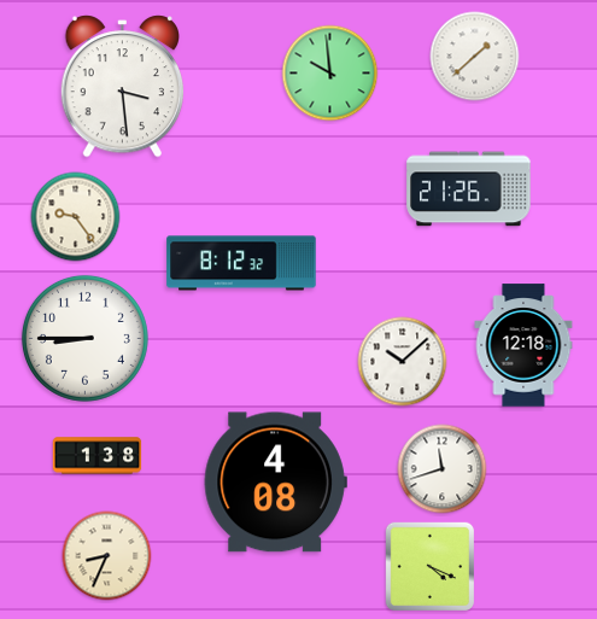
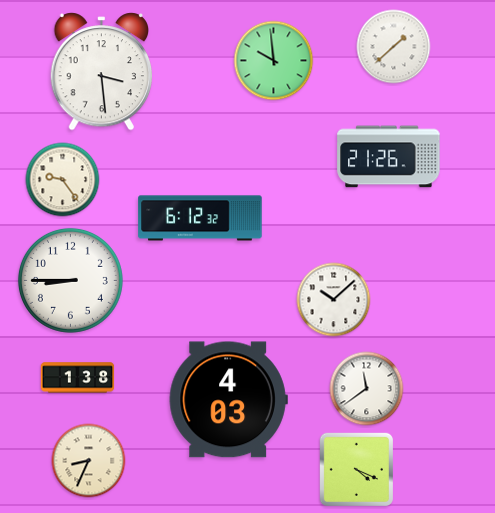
clock at (241, 263): 8:12 -> 6:12
clock at (523, 345): 12:18 -> none
clock at (98, 456) position: (98, 456) -> (78, 378)
clock at (443, 469): 11:42 -> 11:39
clock at (275, 483): 4:08 -> 4:03
